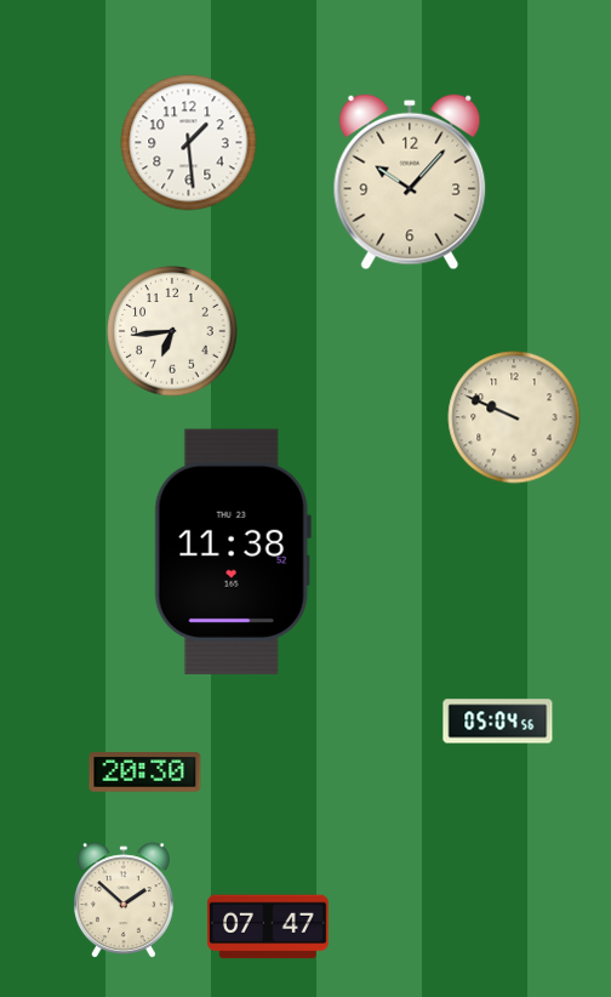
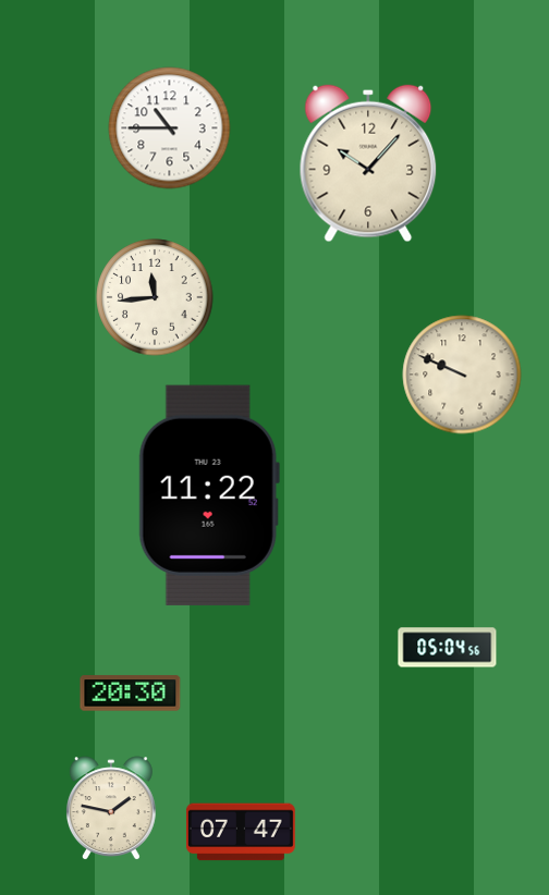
clock at (189, 143): 1:29 -> 10:45
clock at (172, 331): 6:44 -> 11:44
clock at (233, 552): 11:38 -> 11:22
clock at (124, 901): 1:52 -> 1:47
